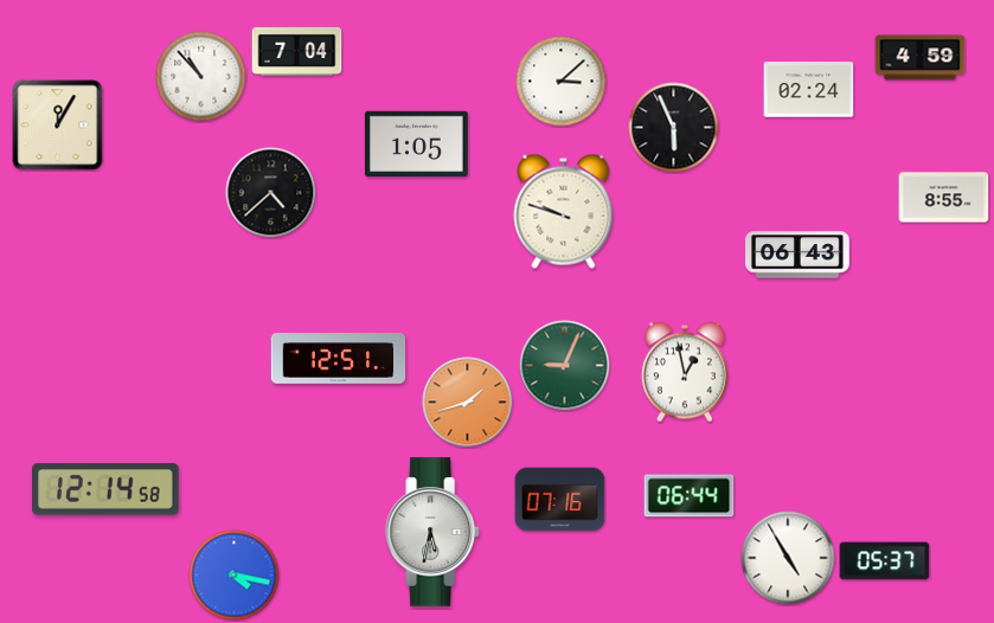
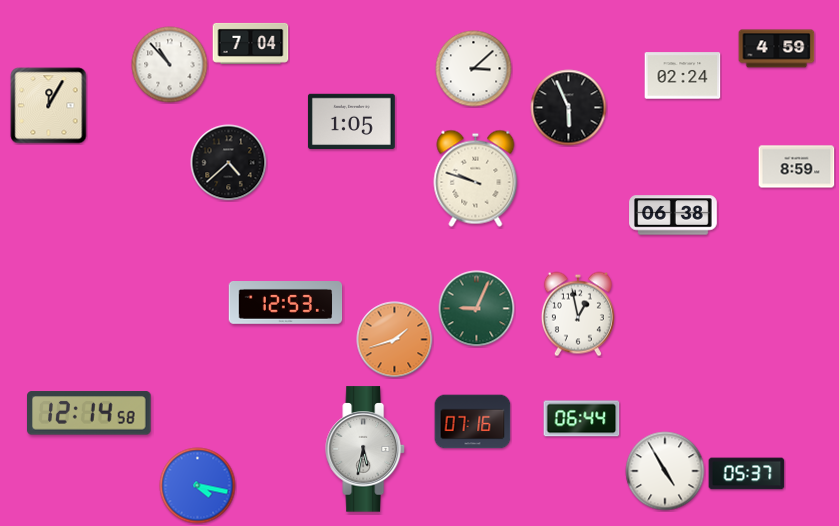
clock at (944, 198): 8:55 -> 8:59
clock at (797, 255): 06:43 -> 06:38
clock at (339, 359): 12:51 -> 12:53
